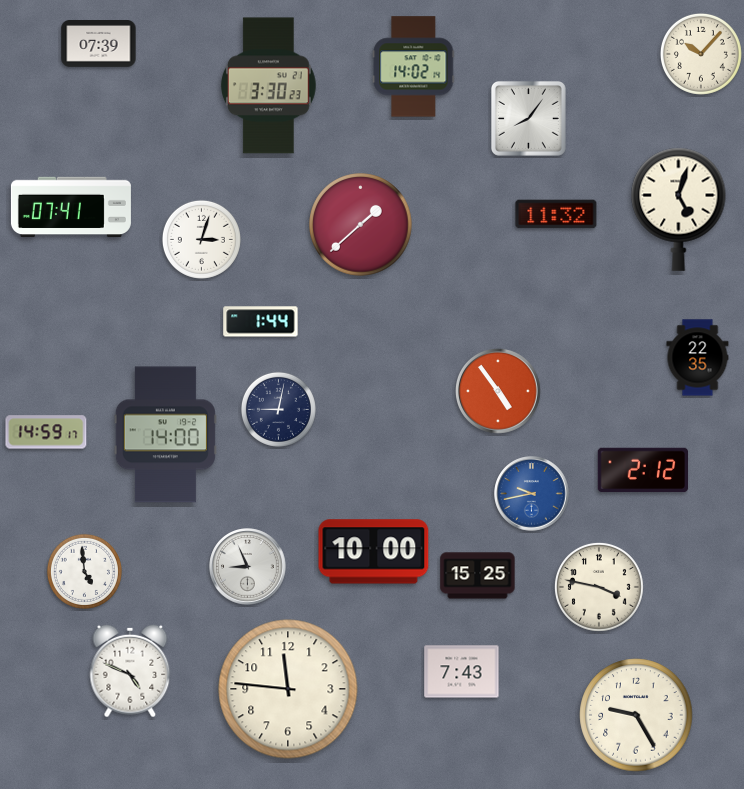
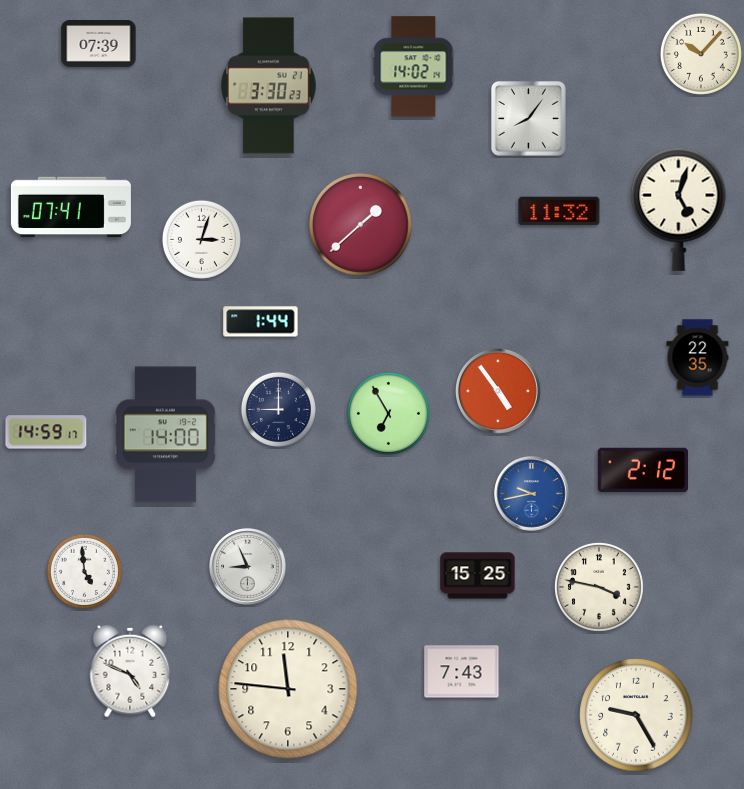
clock at (556, 214) position: (556, 214) -> (559, 211)
clock at (278, 409): 9:02 -> 9:00
clock at (388, 413): none -> 6:55
clock at (374, 552): 10:00 -> none
